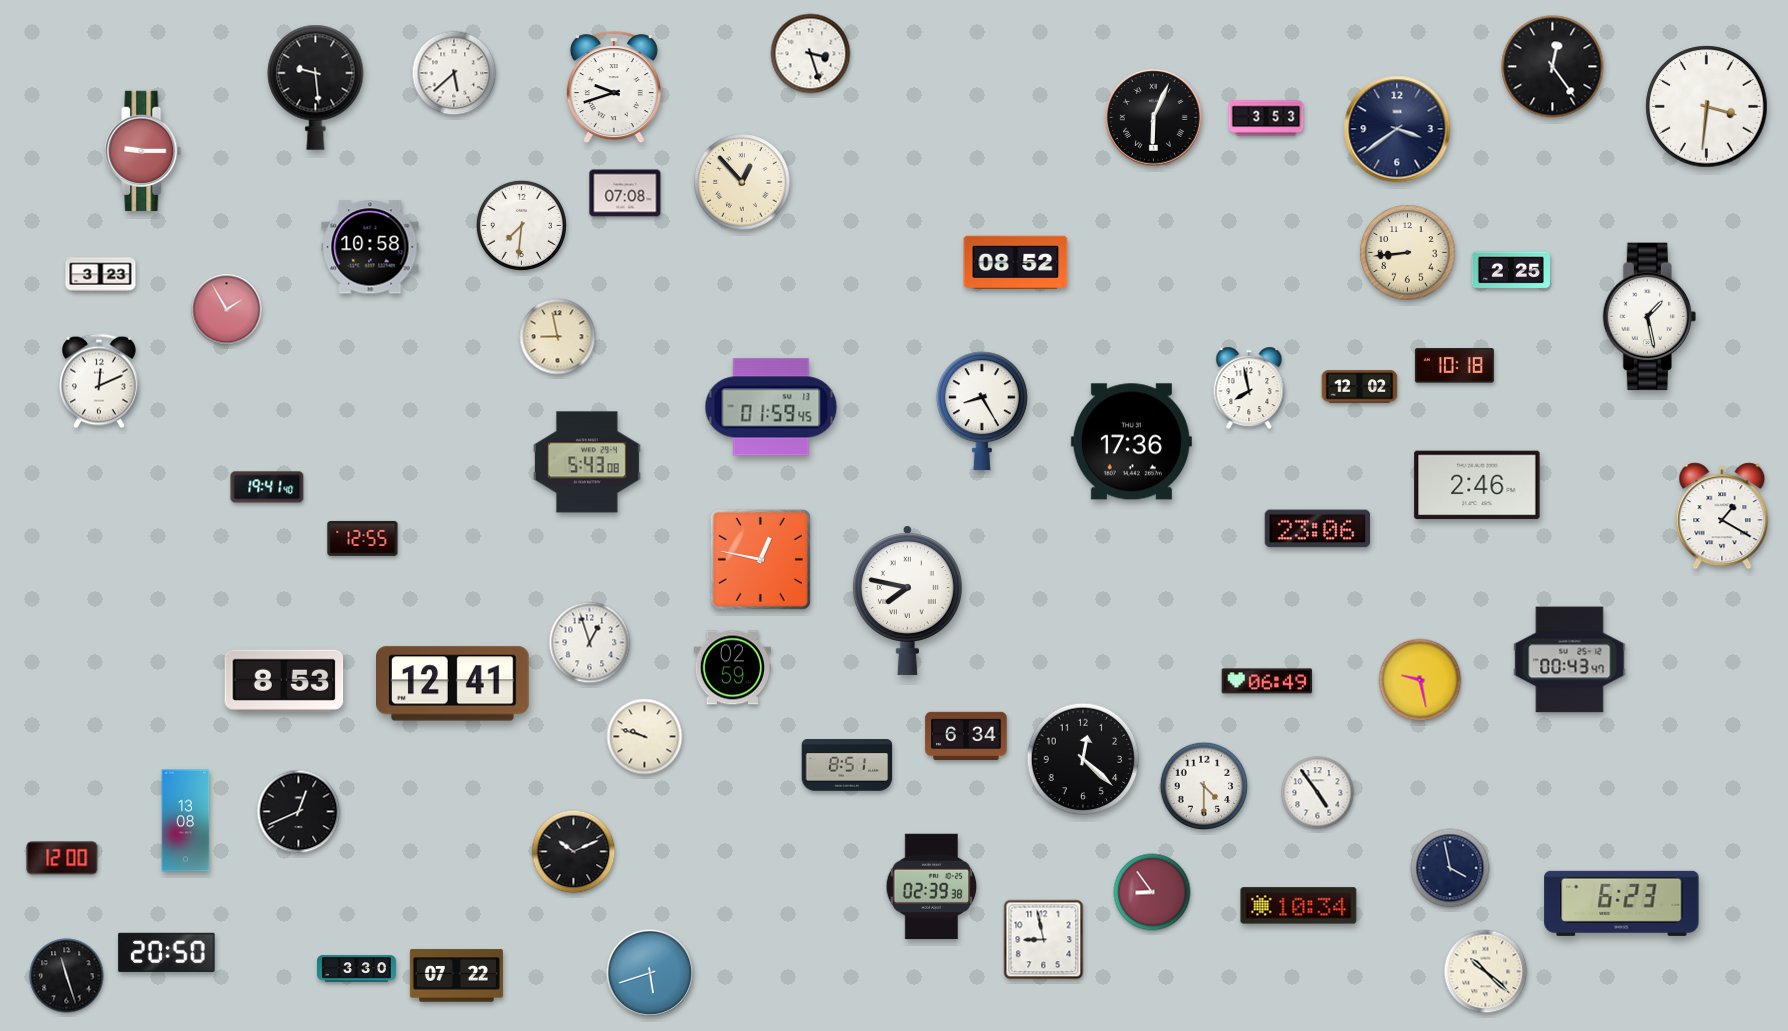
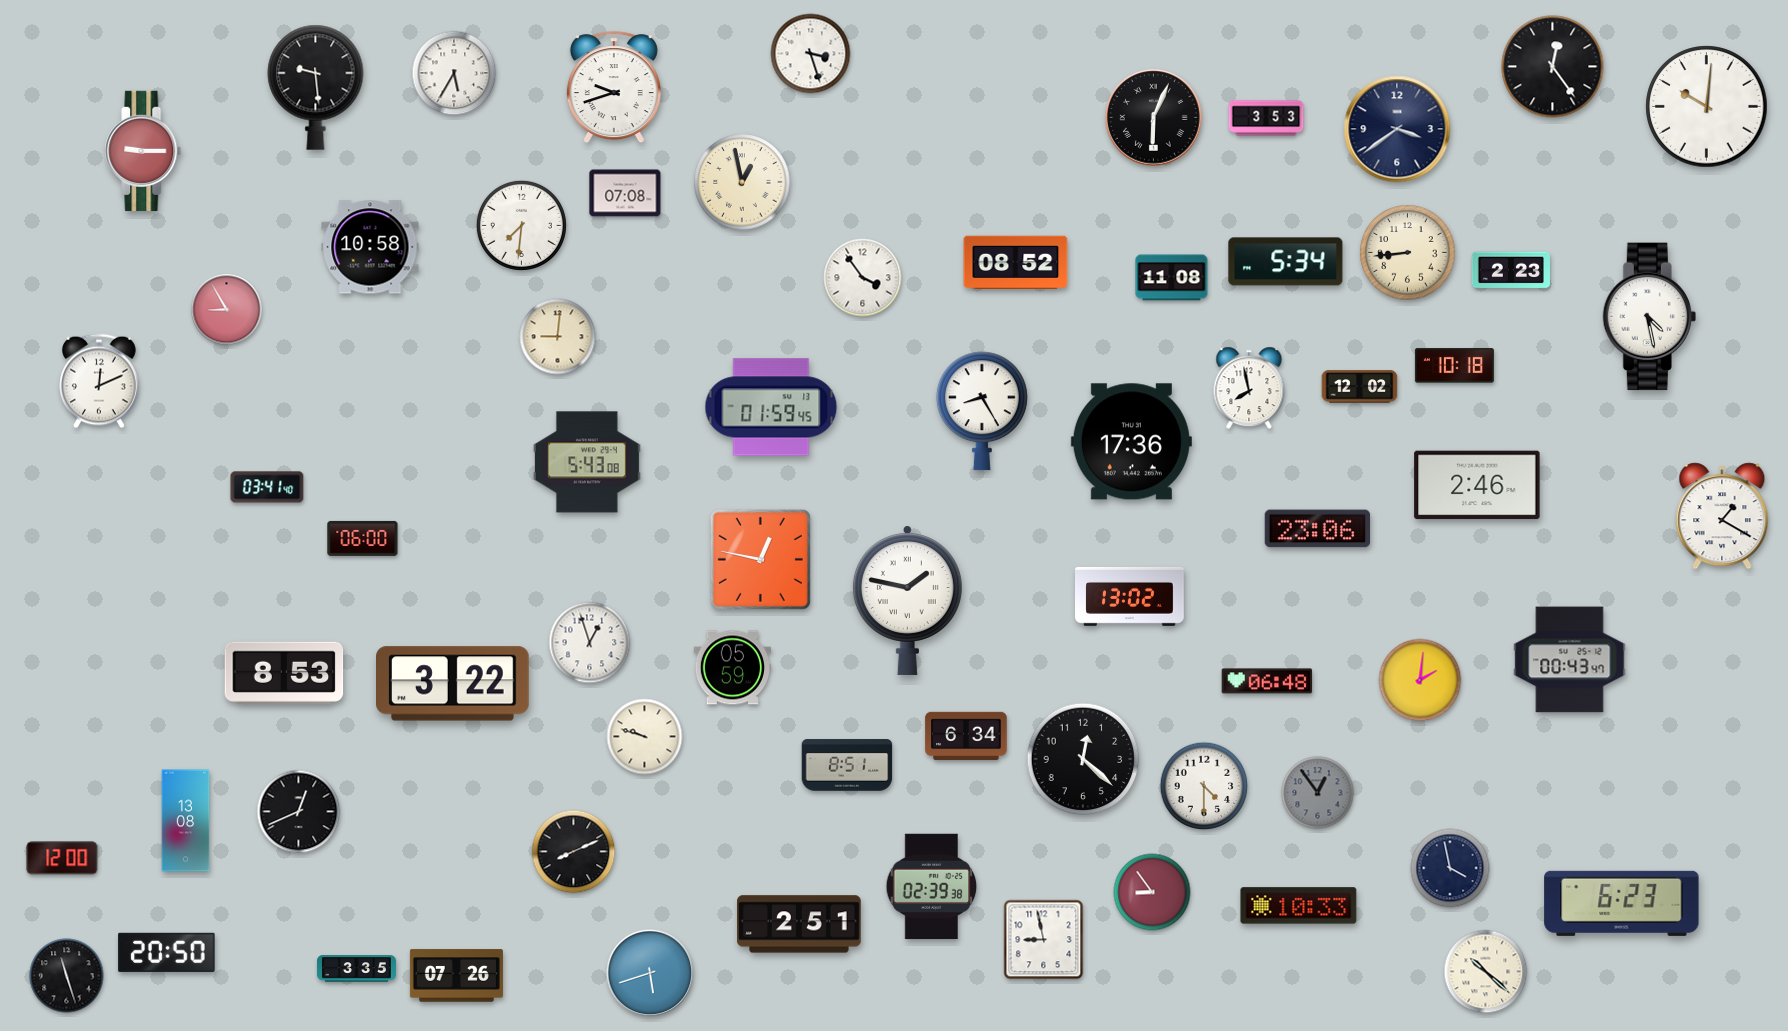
clock at (454, 73): 5:38 -> 5:35
clock at (1707, 107): 3:31 -> 10:01
clock at (742, 182): 12:53 -> 12:58
clock at (1286, 262): none -> 5:34
clock at (1511, 270): 2:25 -> 2:23
clock at (101, 275): 3:23 -> none
clock at (863, 278): none -> 3:54
clock at (1172, 278): none -> 11:08
clock at (227, 310): 1:55 -> 8:55
clock at (1649, 317): 1:28 -> 4:28
clock at (558, 337): 8:58 -> 9:01
clock at (267, 487): 19:41 -> 03:41
clock at (363, 538): 12:55 -> 06:00
clock at (1130, 596): none -> 13:02
clock at (907, 601): 7:47 -> 1:47
clock at (732, 668): 02:59 -> 05:59
clock at (1420, 680): 9:28 -> 2:01
clock at (284, 681) position: (284, 681) -> (284, 673)
clock at (1267, 681): 06:49 -> 06:48
clock at (453, 684): 12:41 -> 3:22
clock at (1318, 793): 4:54 -> 12:54
clock at (1318, 793) dial: white -> grey
clock at (574, 852): 10:11 -> 8:11
clock at (1299, 906): 10:34 -> 10:33
clock at (799, 924): none -> 2:51
clock at (356, 969): 3:30 -> 3:35
clock at (456, 976): 07:22 -> 07:26
